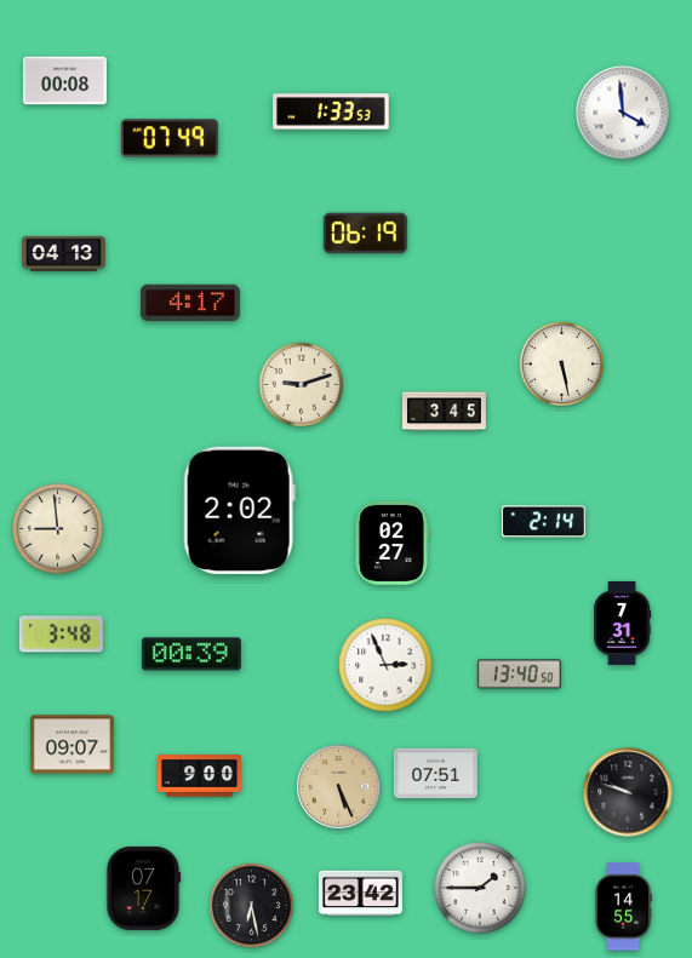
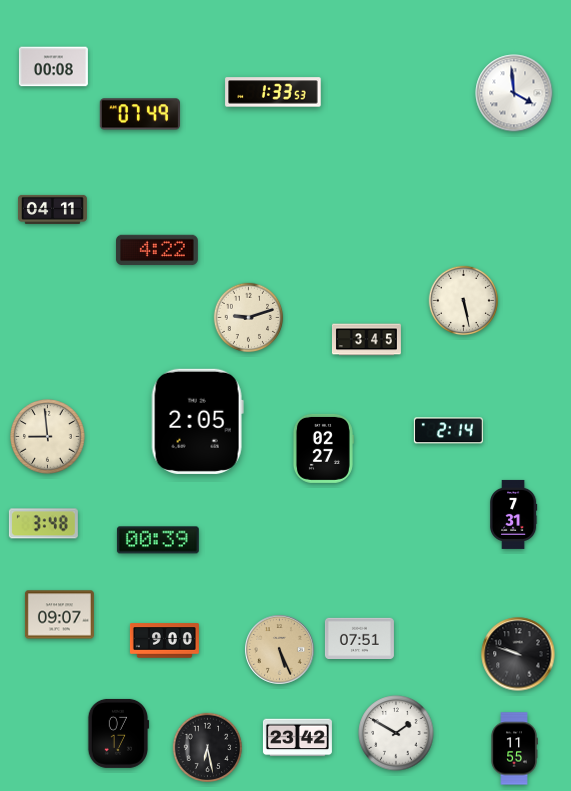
clock at (365, 234): 06:19 -> none
clock at (63, 253): 04:13 -> 04:11
clock at (190, 303): 4:17 -> 4:22
clock at (239, 510): 2:02 -> 2:05
clock at (61, 635) position: (61, 635) -> (43, 524)
clock at (385, 665): 2:56 -> none
clock at (519, 675): 13:40 -> none
clock at (480, 888): 1:45 -> 1:50
clock at (623, 907): 14:55 -> 11:55
